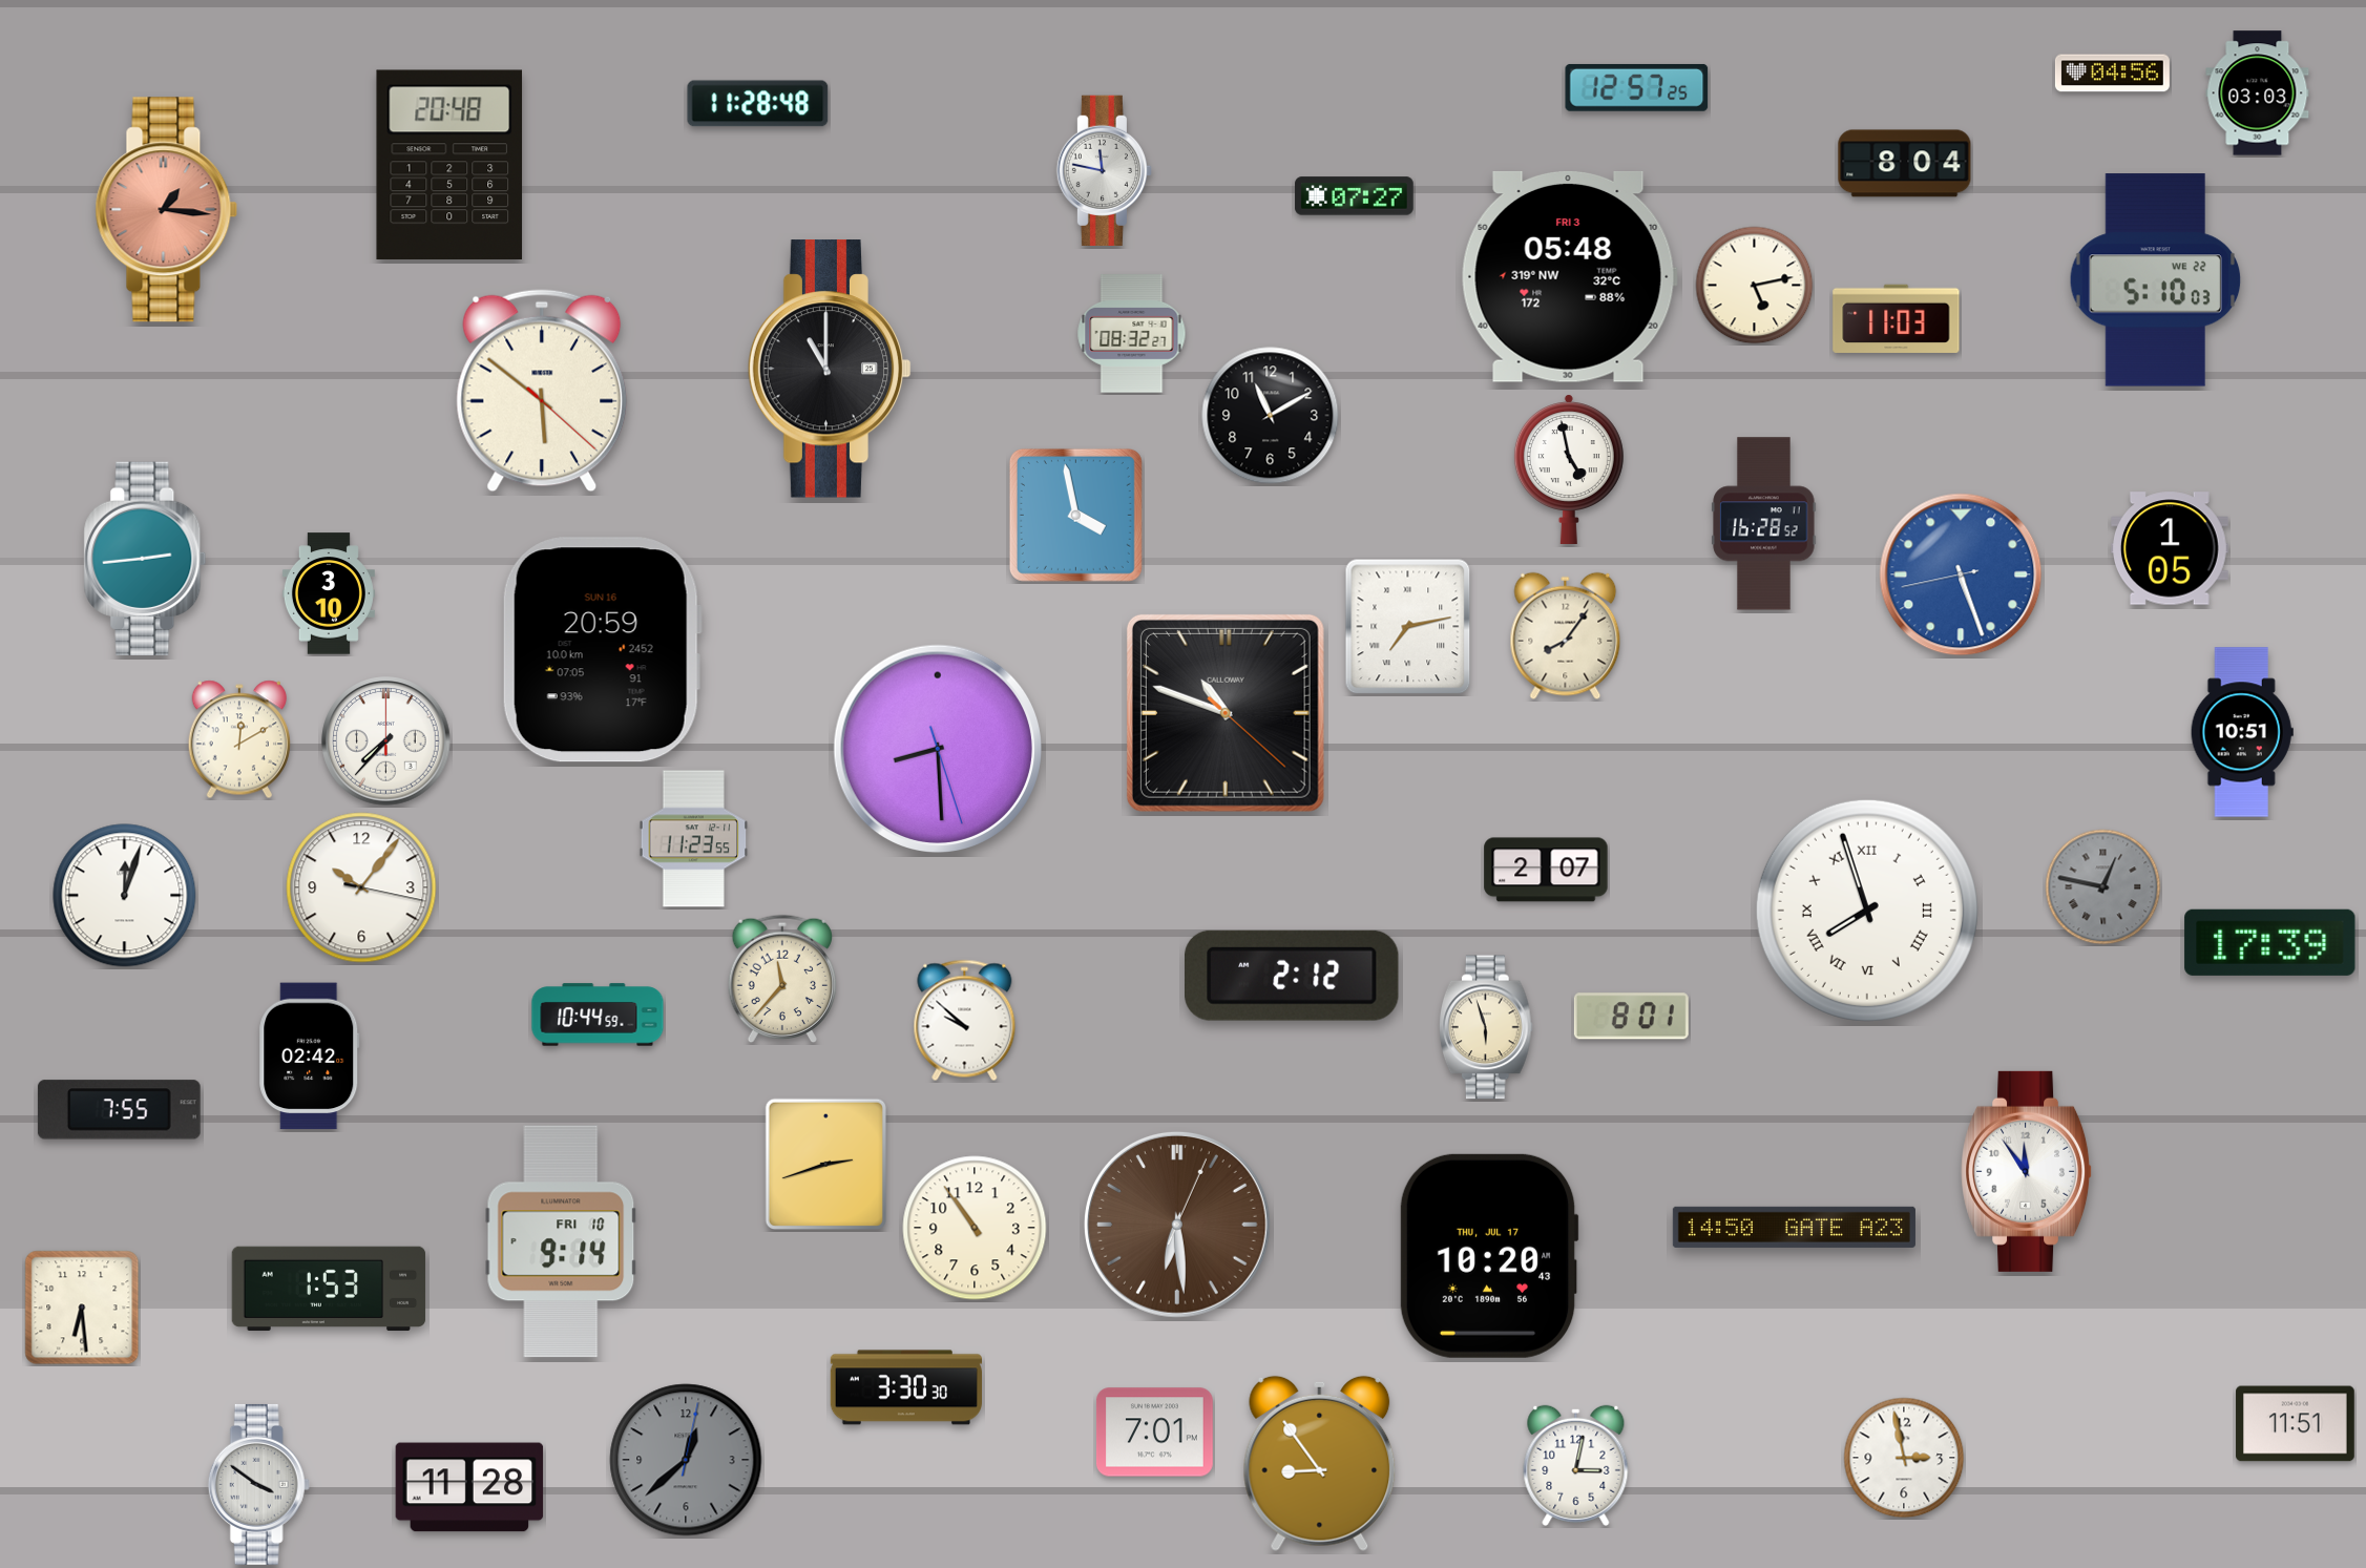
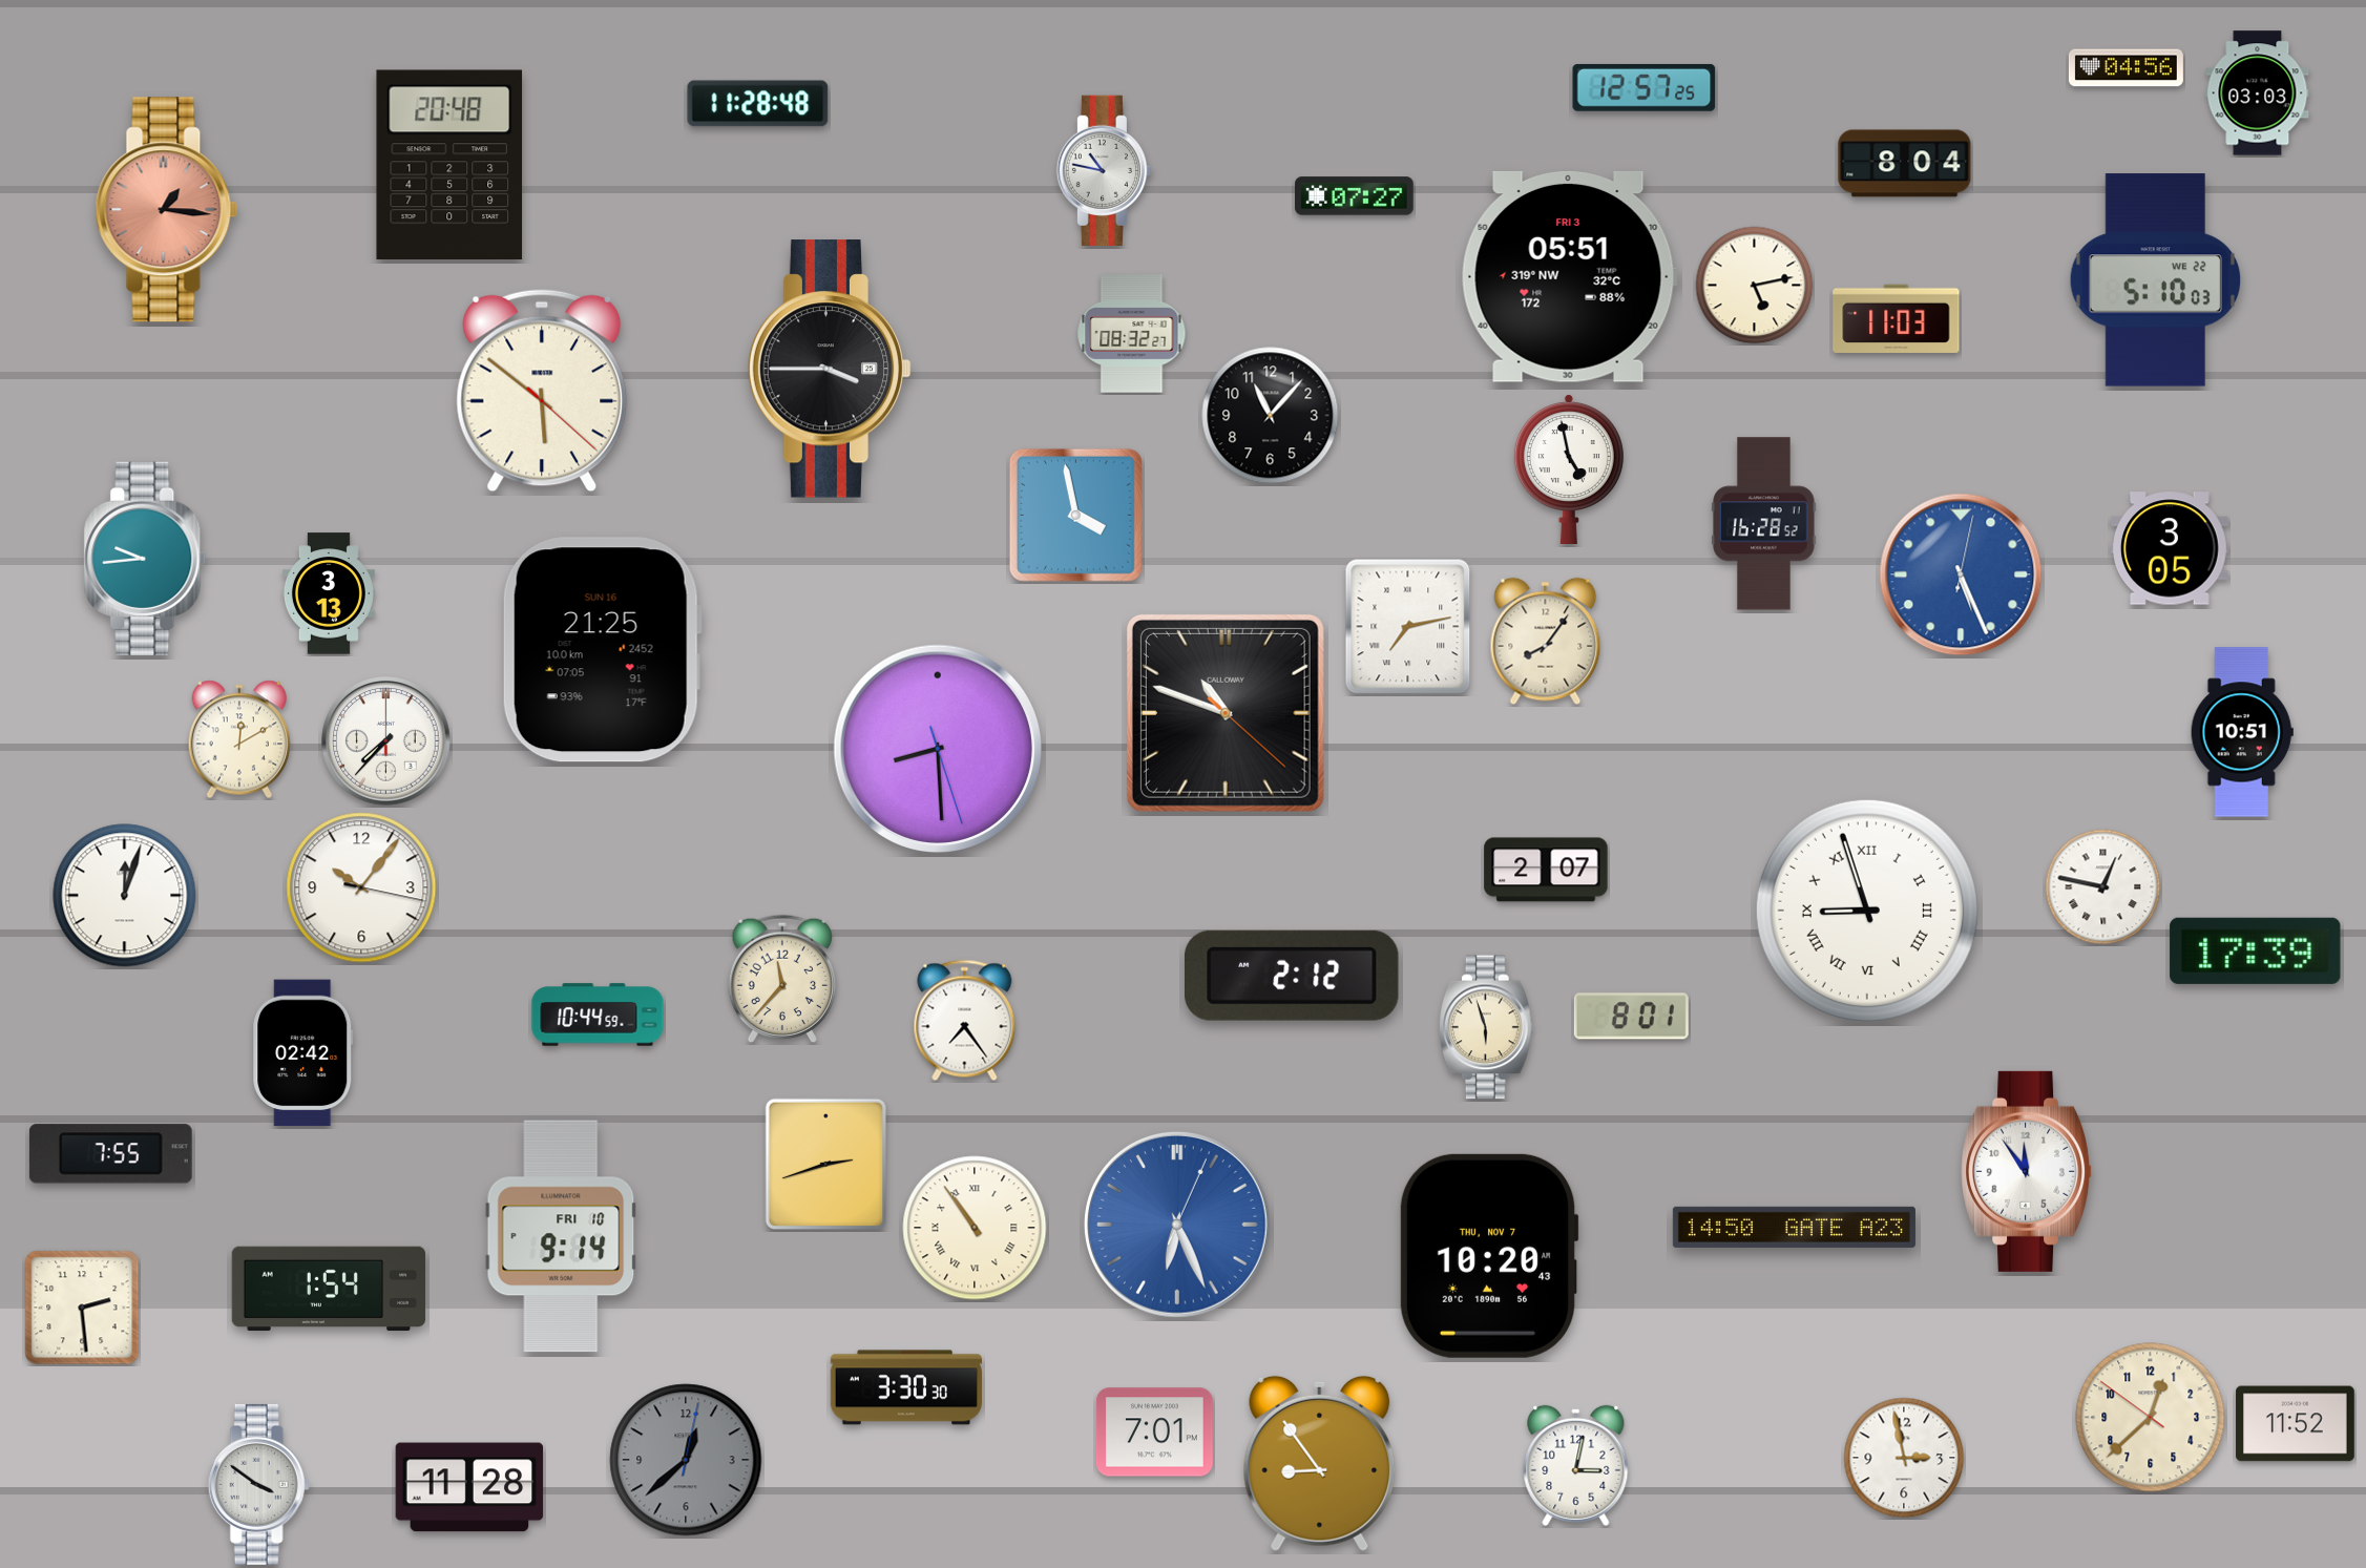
clock at (2112, 74) position: (2112, 74) -> (2126, 68)
clock at (1637, 87) position: (1637, 87) -> (1645, 87)
clock at (1104, 170): 11:47 -> 10:47
clock at (1569, 276): 05:48 -> 05:51
clock at (830, 369): 11:00 -> 3:45
clock at (1271, 416): 11:10 -> 11:07
clock at (2171, 548): 1:05 -> 3:05
clock at (145, 558): 2:44 -> 9:44
clock at (1961, 574): 5:26:43 -> 5:26:02
clock at (329, 593): 3:10 -> 3:13
clock at (1566, 636) position: (1566, 636) -> (1546, 642)
clock at (602, 650): 20:59 -> 21:25
clock at (694, 839): 11:23 -> none
clock at (2103, 887) dial: grey -> white
clock at (1867, 911): 7:57 -> 8:57
clock at (2270, 942) position: (2270, 942) -> (2256, 950)
clock at (965, 1021): 9:52 -> 7:24
clock at (310, 1057) position: (310, 1057) -> (303, 1053)
clock at (119, 1110) position: (119, 1110) -> (110, 1154)
clock at (1177, 1225): 6:29 -> 6:26
clock at (1177, 1225) dial: brown -> blue
clock at (975, 1228) numerals: Arabic -> Roman
clock at (561, 1241) position: (561, 1241) -> (561, 1236)
clock at (1489, 1256) date: THU, JUL 17 -> THU, NOV 7
clock at (329, 1289): 1:53 -> 1:54
clock at (82, 1308): 6:29 -> 2:29
clock at (2151, 1418): none -> 12:37
clock at (2296, 1424): 11:51 -> 11:52
